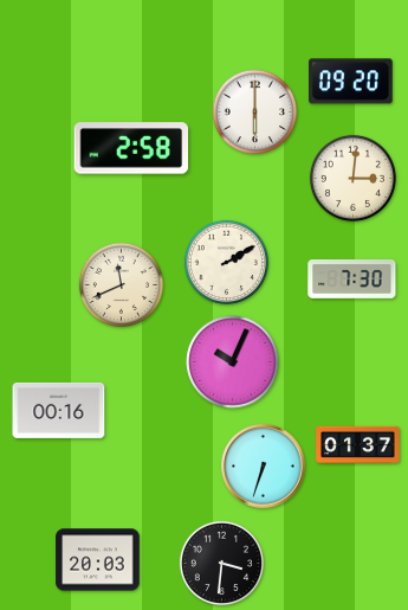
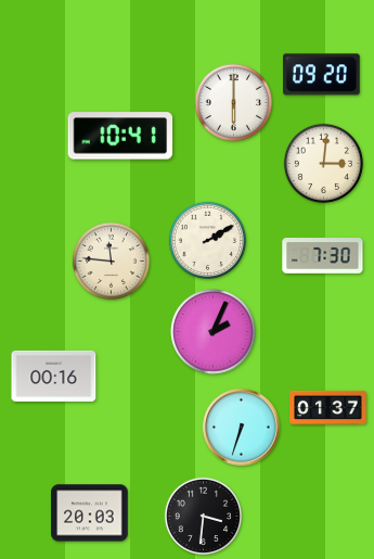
clock at (131, 148): 2:58 -> 10:41
clock at (121, 284): 11:41 -> 11:46
clock at (233, 362): 10:04 -> 2:04
